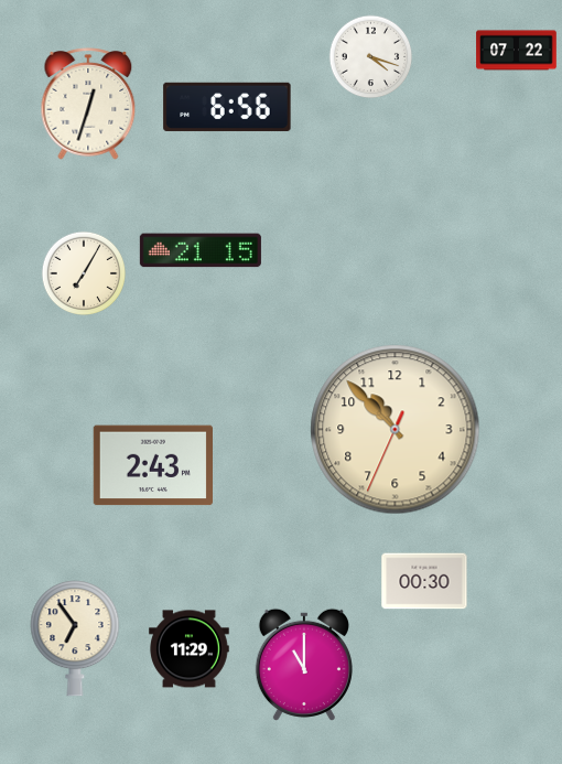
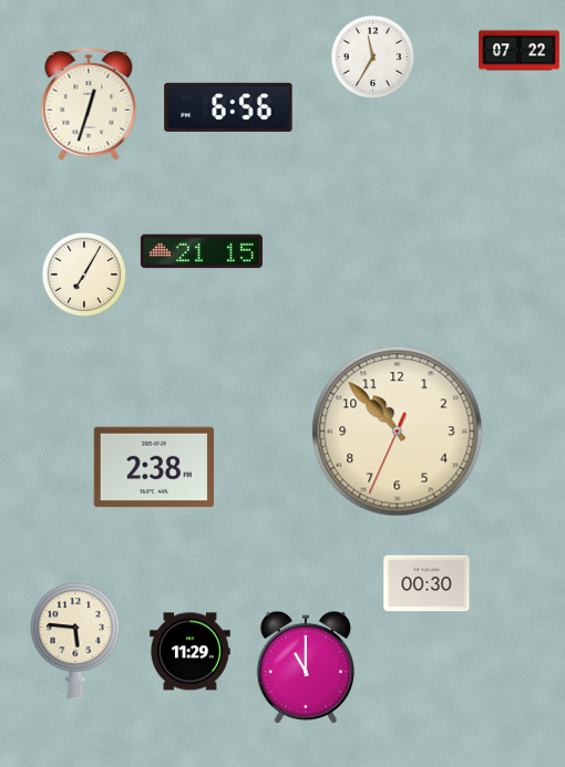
clock at (371, 57): 4:18 -> 11:35
clock at (152, 465): 2:43 -> 2:38
clock at (75, 638): 6:54 -> 5:46
